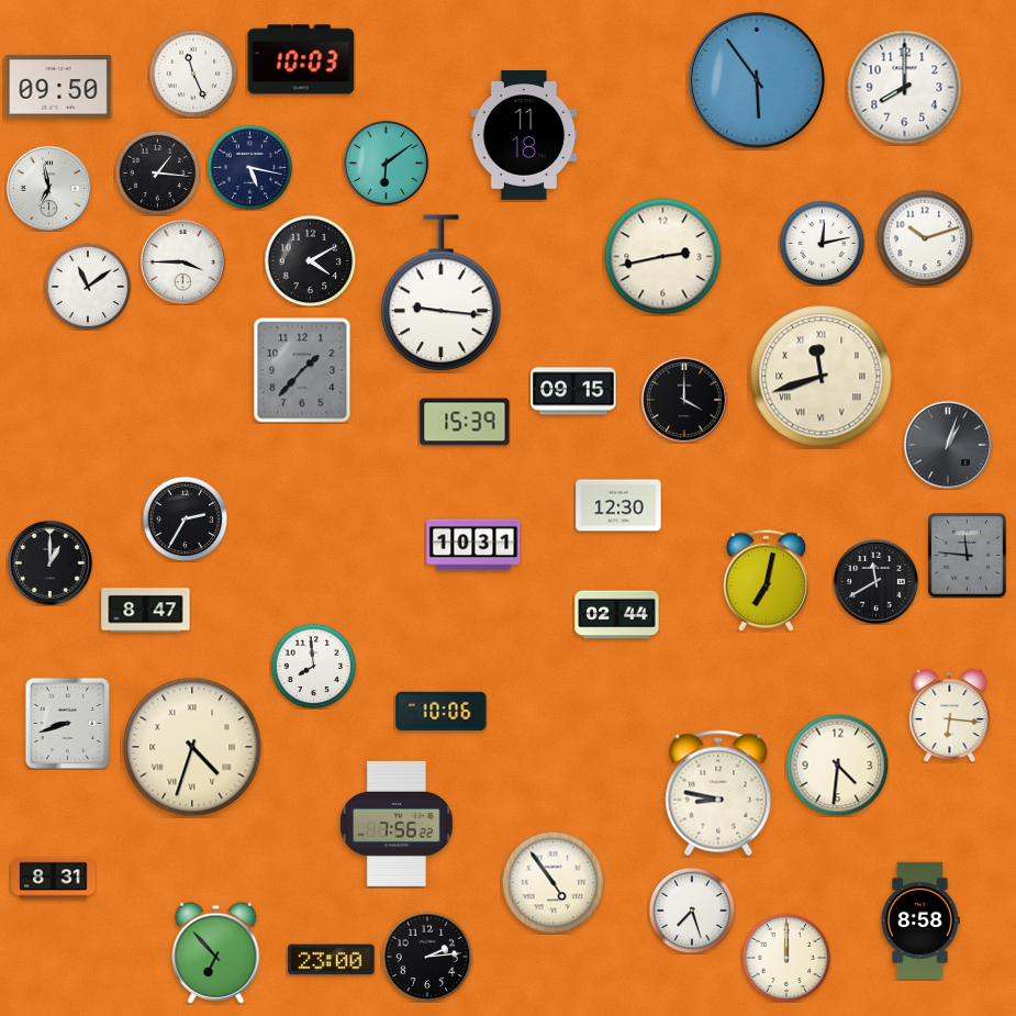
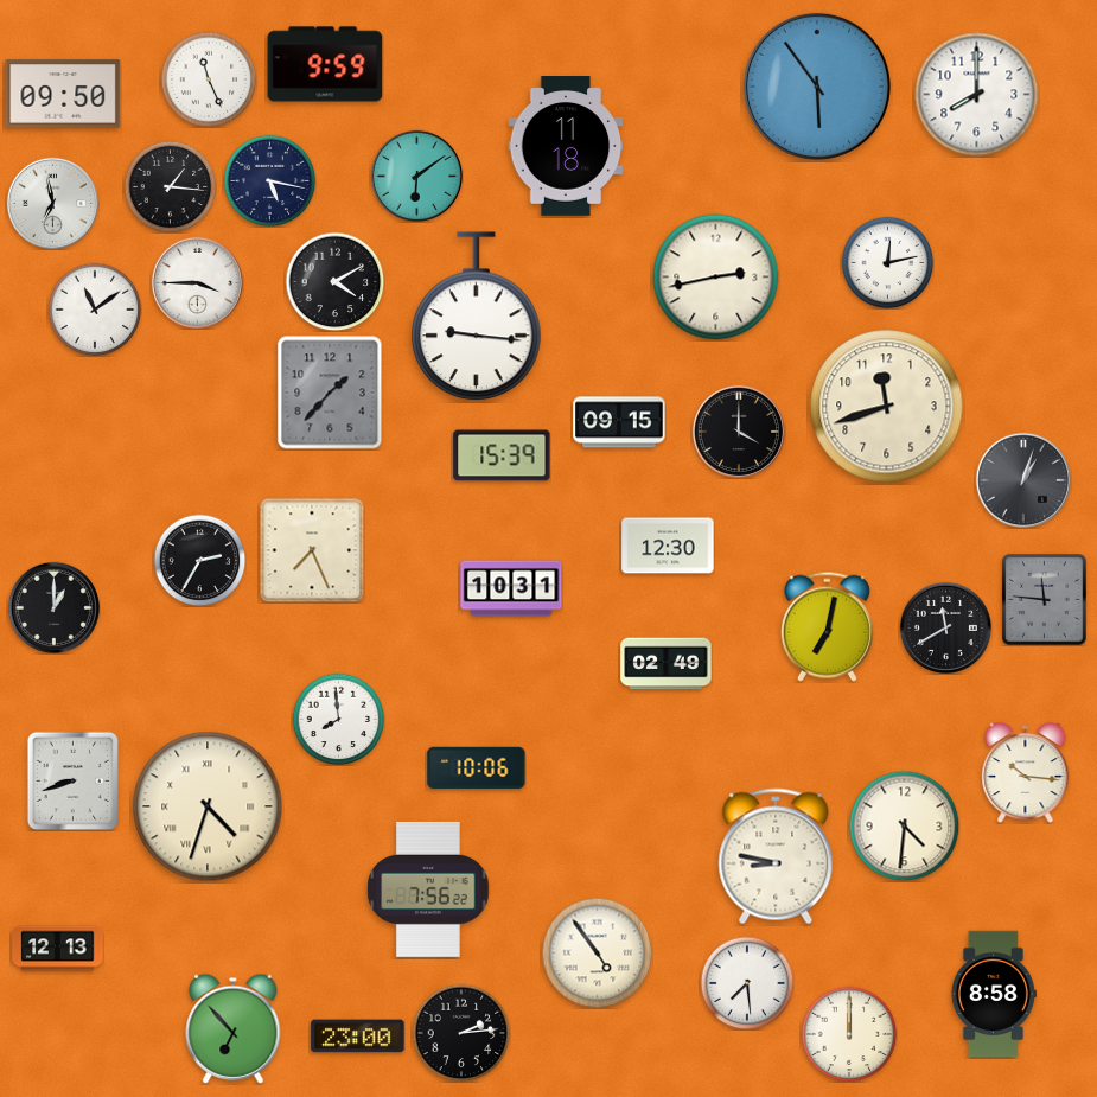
clock at (301, 59): 10:03 -> 9:59
clock at (925, 238): 10:12 -> none
clock at (302, 370) position: (302, 370) -> (330, 393)
clock at (822, 377) numerals: Roman -> Arabic
clock at (312, 550): none -> 7:26
clock at (146, 611): 8:47 -> none
clock at (617, 615): 02:44 -> 02:49
clock at (950, 715): 6:16 -> 10:16
clock at (54, 879): 8:31 -> 12:13
clock at (692, 911): 7:27 -> 7:29
